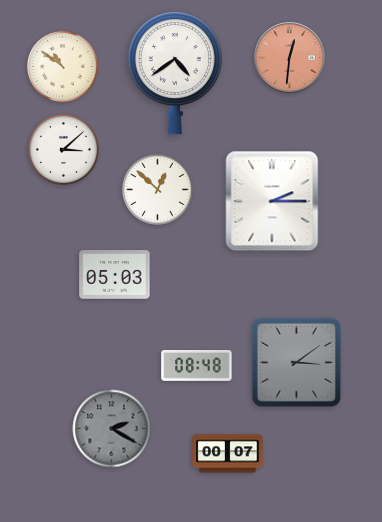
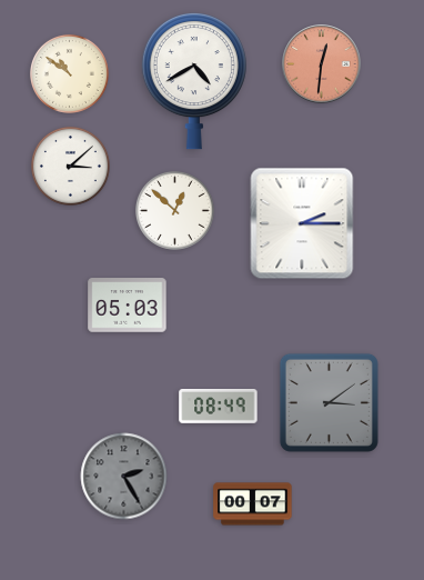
clock at (175, 73): 4:39 -> 4:40
clock at (197, 366): 08:48 -> 08:49
clock at (112, 429): 2:20 -> 2:25
